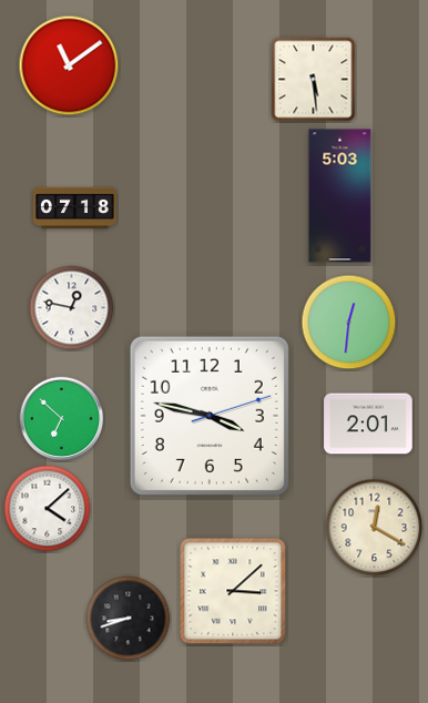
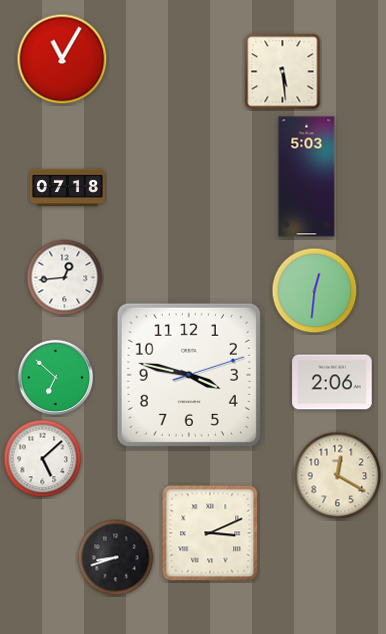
clock at (69, 65): 11:09 -> 11:05
clock at (72, 308): 12:47 -> 12:44
clock at (368, 424): 2:01 -> 2:06
clock at (48, 509): 4:08 -> 5:08
clock at (233, 591): 3:08 -> 3:11
